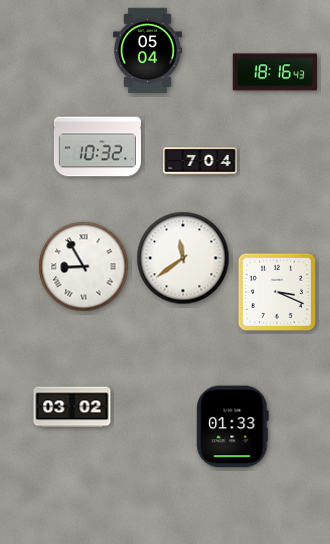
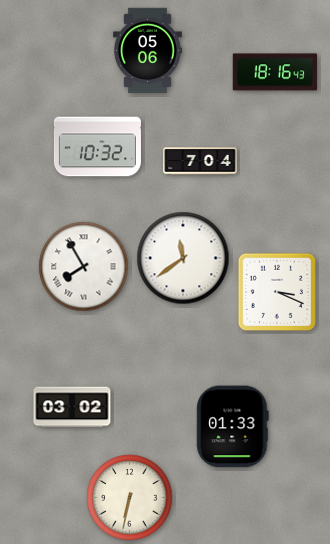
clock at (147, 51): 05:04 -> 05:06
clock at (84, 267): 8:55 -> 7:55
clock at (130, 498): none -> 6:32
